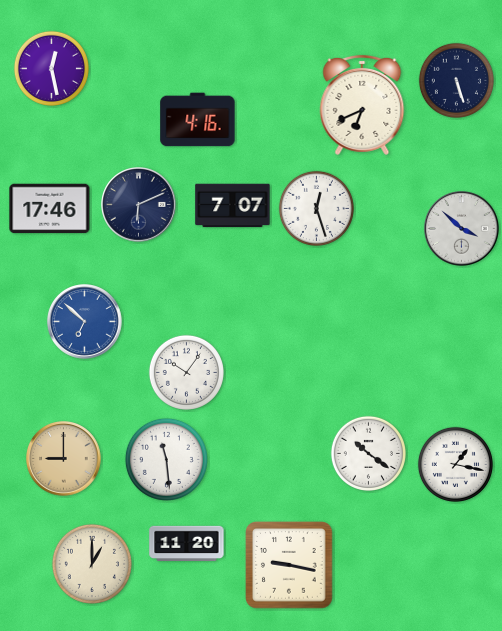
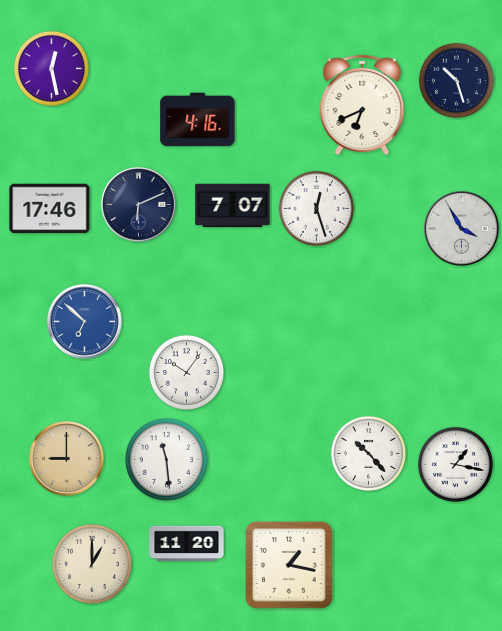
clock at (456, 80): 5:27 -> 10:27
clock at (462, 229): 3:52 -> 3:55
clock at (368, 453): 10:21 -> 10:23
clock at (64, 459) position: (64, 459) -> (67, 459)
clock at (289, 565): 9:17 -> 1:17
